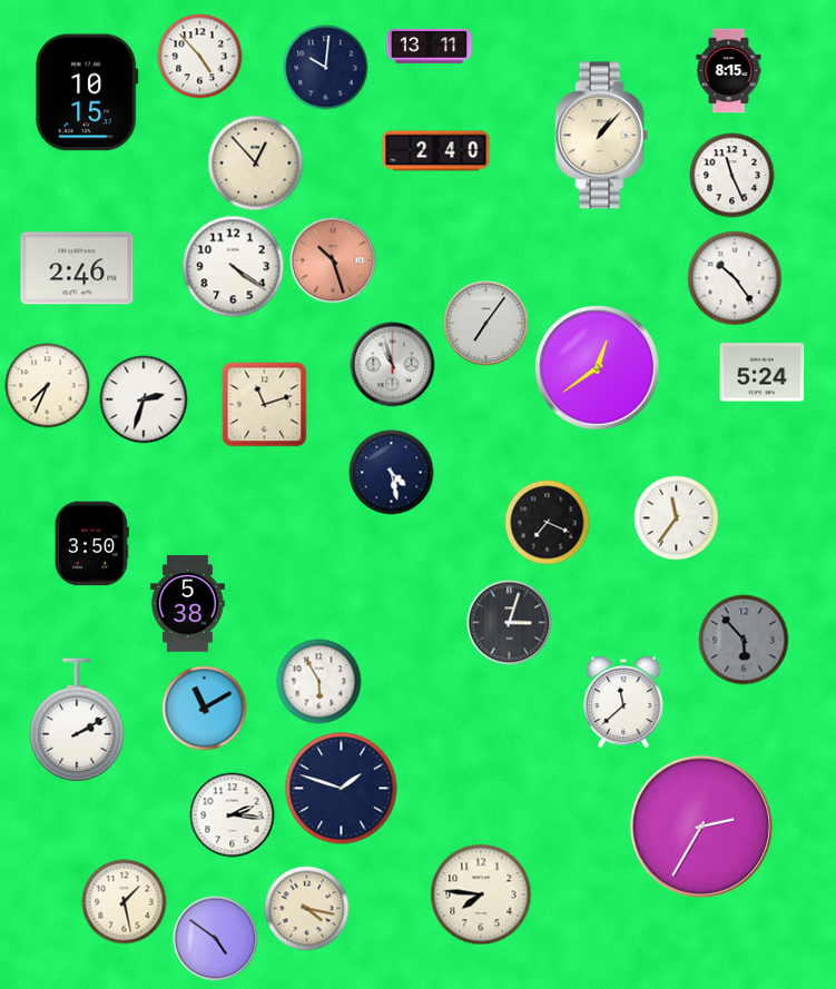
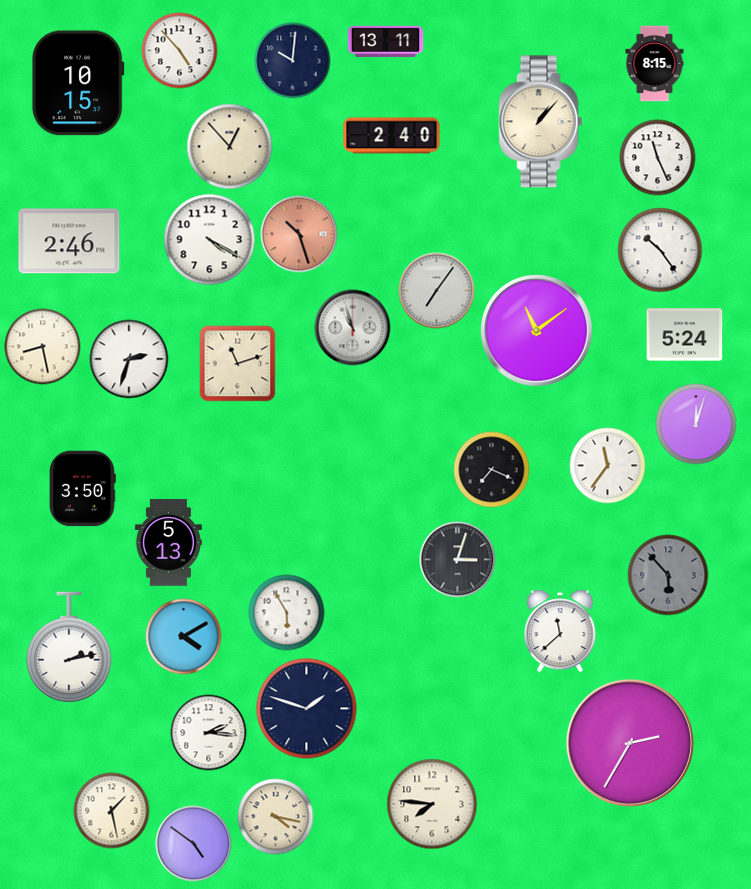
clock at (234, 267): 4:21 -> 4:20
clock at (598, 368): 12:39 -> 11:09
clock at (48, 386): 7:34 -> 8:28
clock at (696, 424): none -> 12:03
clock at (392, 473): 4:28 -> none
clock at (187, 604): 5:38 -> 5:13
clock at (205, 709): 11:10 -> 4:10
clock at (77, 720): 2:10 -> 2:13
